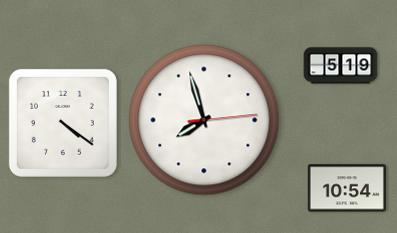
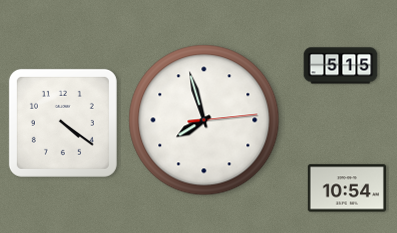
clock at (341, 66): 5:19 -> 5:15
